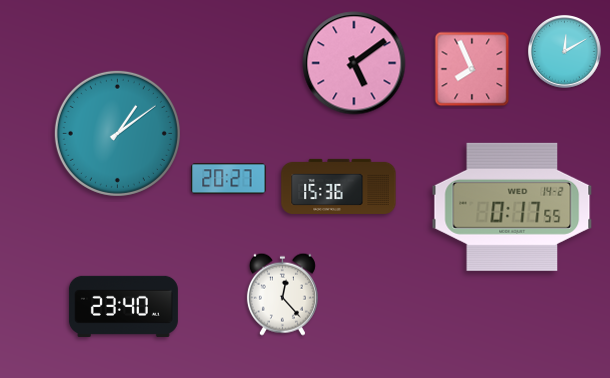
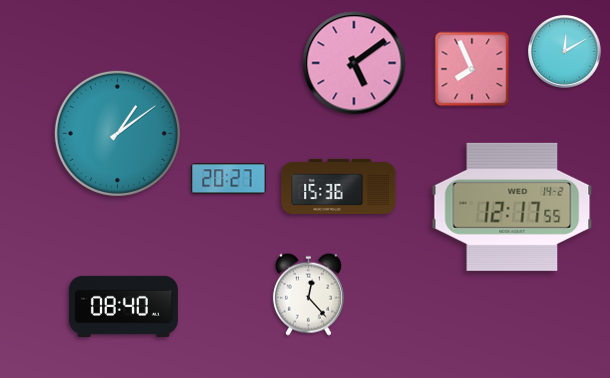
clock at (512, 207): 0:17 -> 12:17
clock at (282, 294) position: (282, 294) -> (308, 294)
clock at (123, 306): 23:40 -> 08:40
